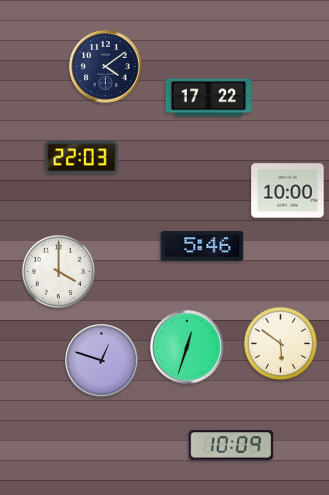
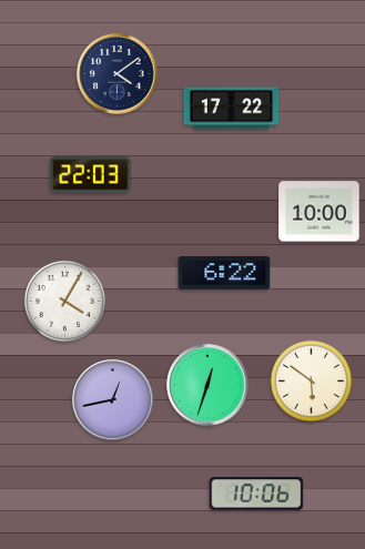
clock at (202, 246): 5:46 -> 6:22
clock at (58, 271): 4:00 -> 4:05
clock at (102, 361): 12:48 -> 12:43
clock at (231, 445): 10:09 -> 10:06
